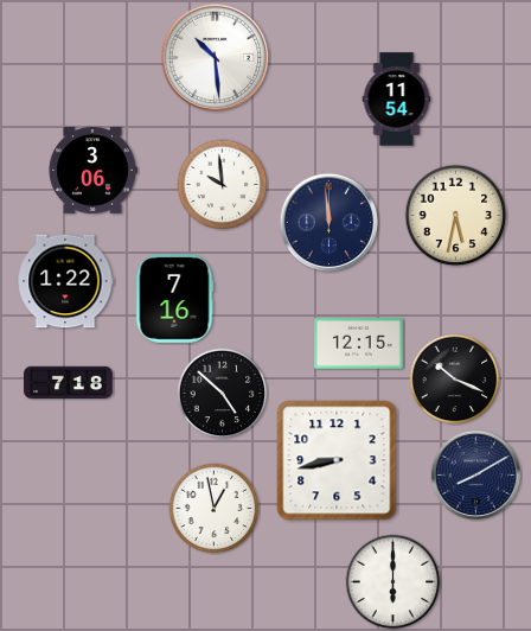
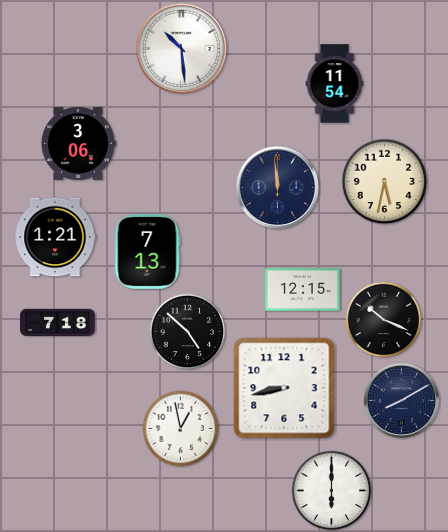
clock at (223, 185): 9:59 -> none
clock at (65, 281): 1:22 -> 1:21
clock at (174, 299): 7:16 -> 7:13
